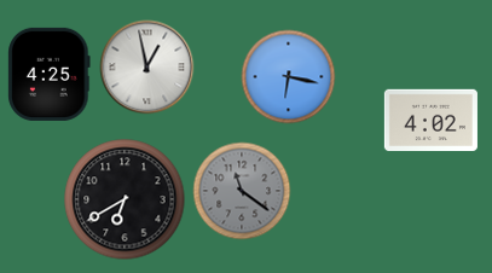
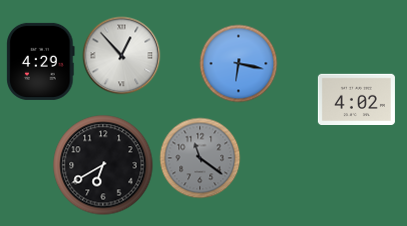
clock at (146, 66): 12:58 -> 12:53
clock at (50, 74): 4:25 -> 4:29
